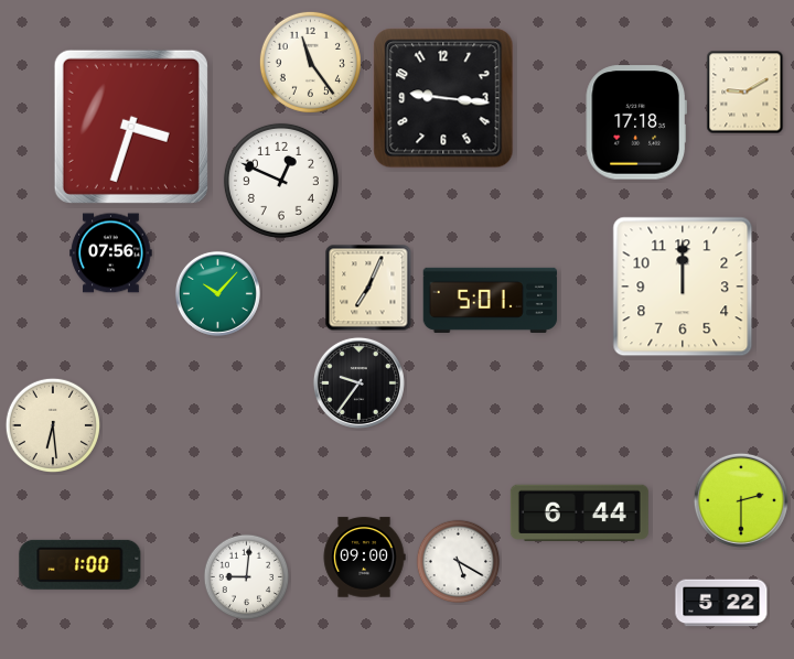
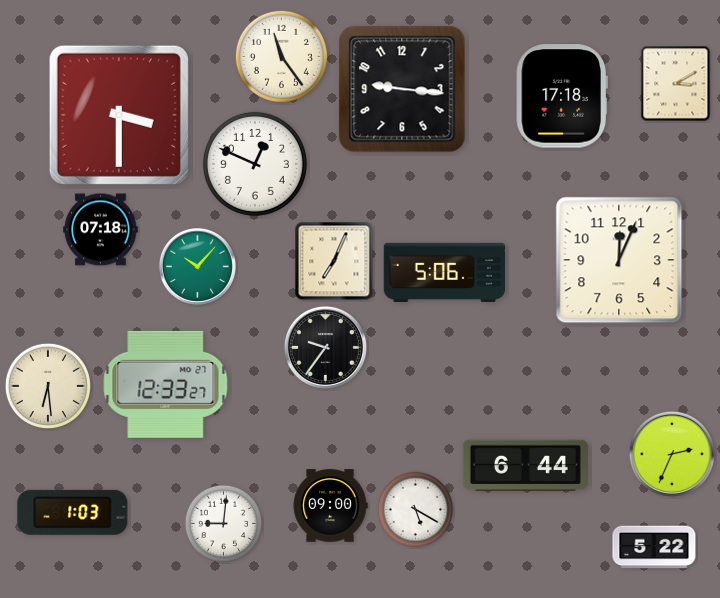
clock at (745, 93): 9:10 -> 3:10
clock at (636, 122) position: (636, 122) -> (562, 96)
clock at (131, 127): 3:33 -> 3:30
clock at (111, 253): 07:56 -> 07:18
clock at (683, 287): 12:00 -> 12:04
clock at (491, 300): 5:01 -> 5:06
clock at (166, 384): none -> 12:33
clock at (741, 500): 2:30 -> 2:34
clock at (81, 564): 1:00 -> 1:03
